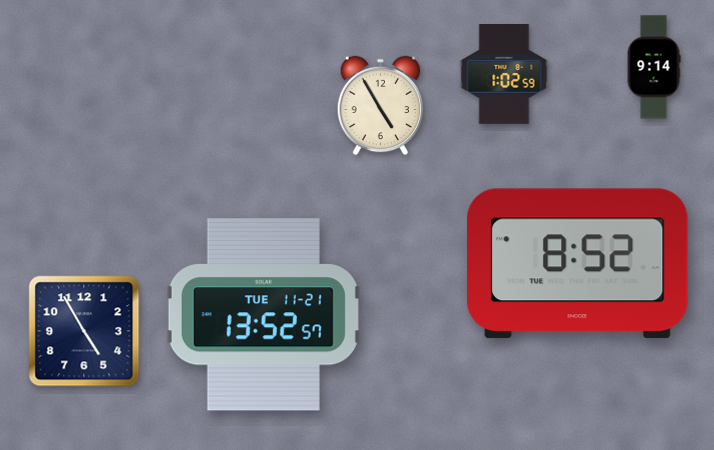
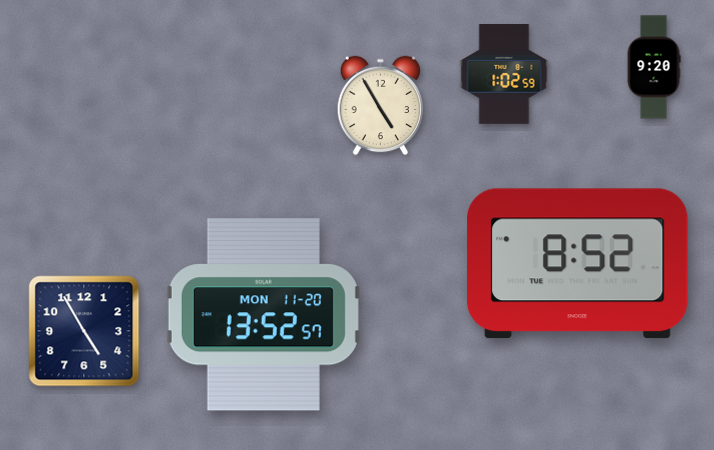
clock at (654, 67): 9:14 -> 9:20
clock at (263, 315) date: TUE 11-21 -> MON 11-20
